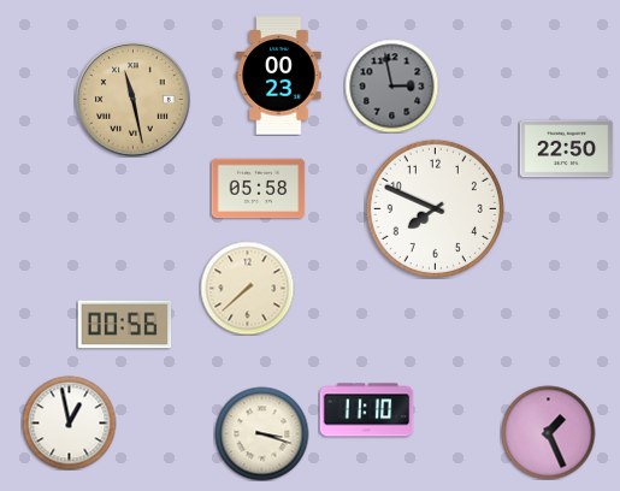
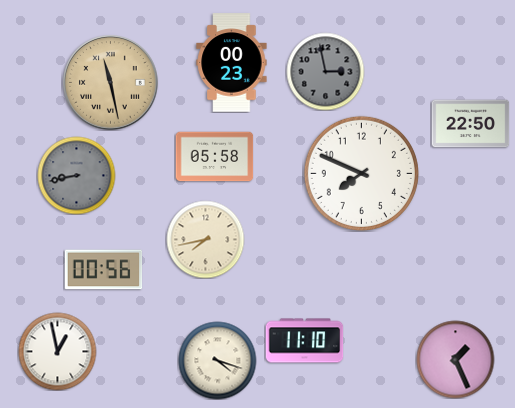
clock at (76, 175): none -> 8:43
clock at (247, 288): 7:38 -> 7:43
clock at (261, 433): 3:18 -> 4:18
